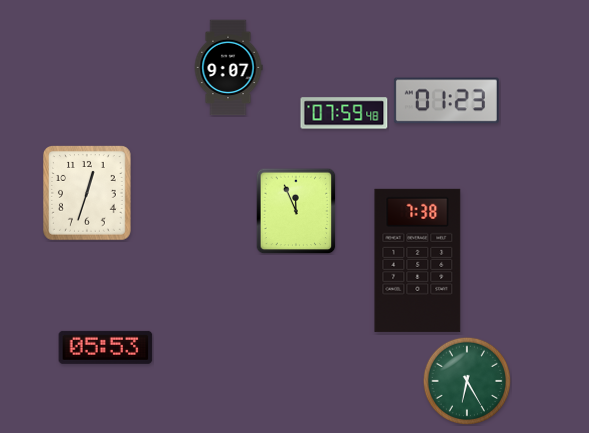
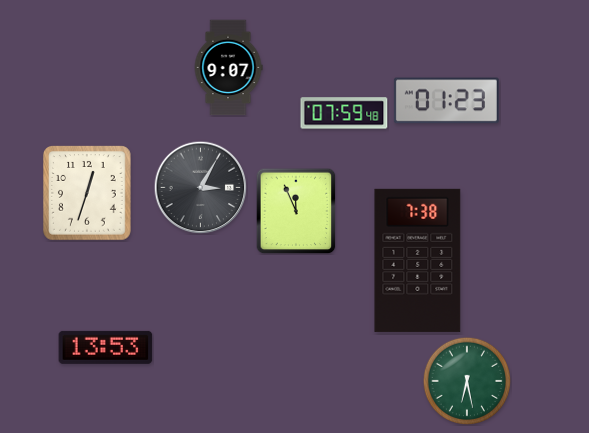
clock at (200, 187): none -> 3:05
clock at (106, 347): 05:53 -> 13:53
clock at (466, 380): 6:25 -> 6:28
